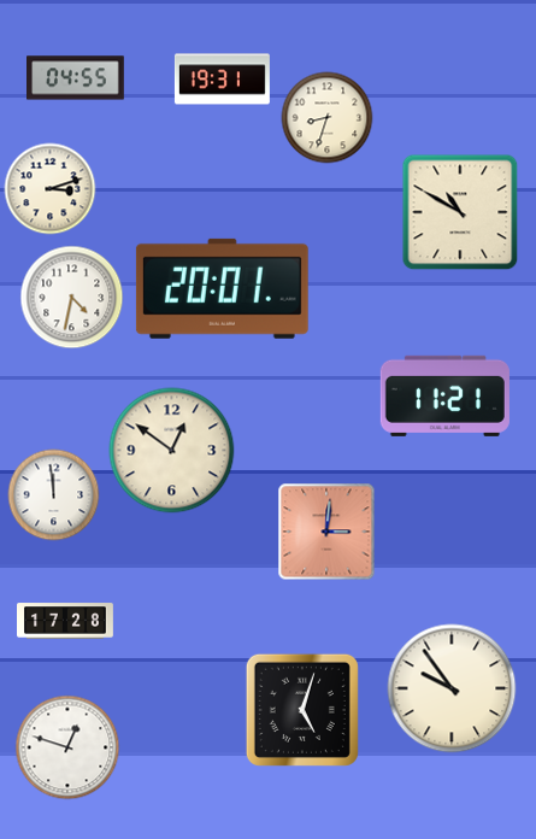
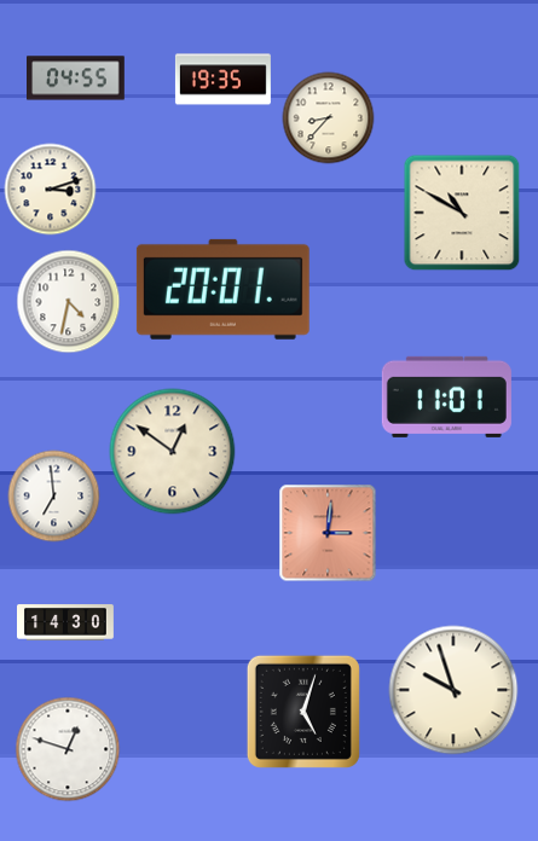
clock at (222, 80): 19:31 -> 19:35
clock at (328, 118): 8:33 -> 8:37
clock at (72, 298) position: (72, 298) -> (69, 302)
clock at (444, 395): 11:21 -> 11:01
clock at (54, 495): 11:59 -> 6:59
clock at (66, 621): 17:28 -> 14:30
clock at (452, 688): 9:54 -> 9:57
